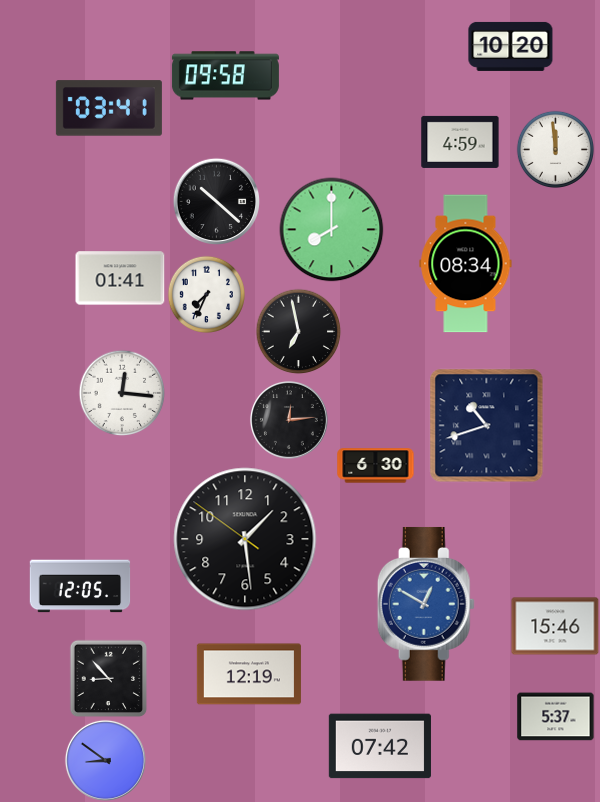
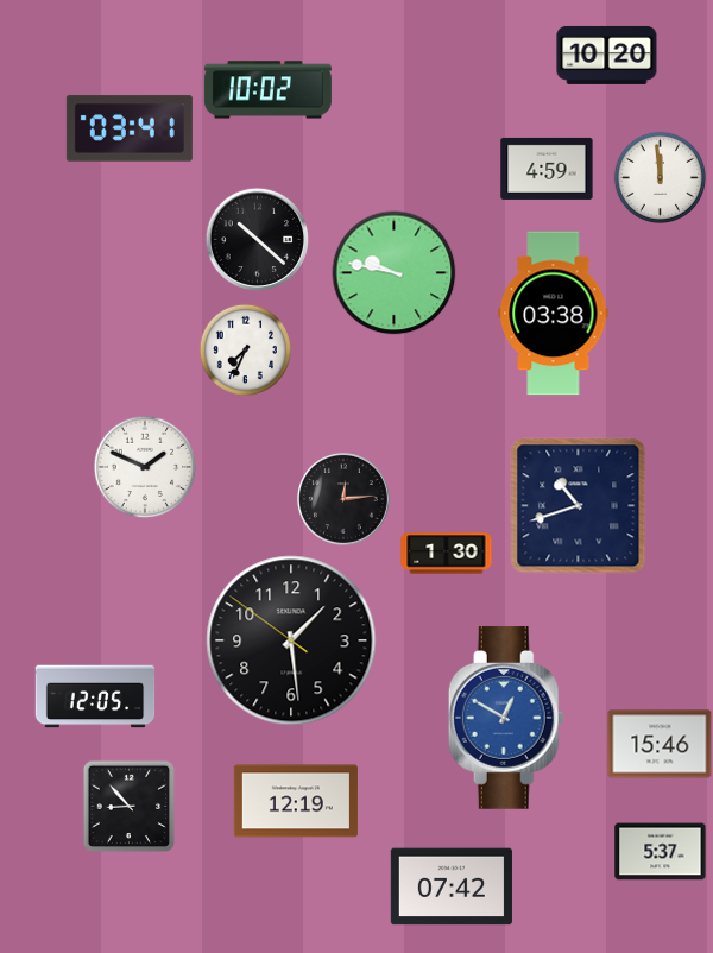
clock at (225, 76): 09:58 -> 10:02
clock at (332, 230): 8:00 -> 9:47
clock at (466, 264): 08:34 -> 03:38
clock at (120, 278): 01:41 -> none
clock at (298, 331): 6:58 -> none
clock at (122, 393): 12:16 -> 1:49
clock at (376, 466): 6:30 -> 1:30
clock at (105, 760): 8:51 -> none
